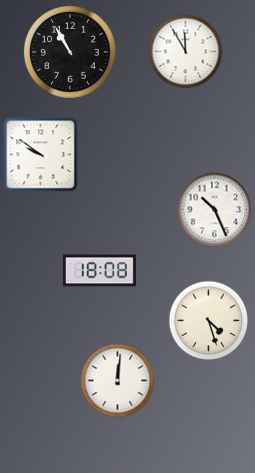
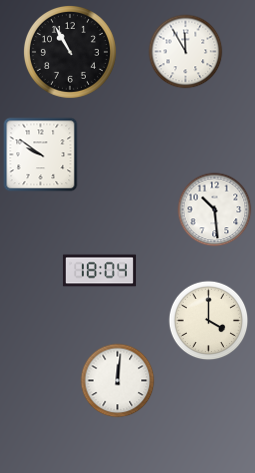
clock at (215, 210): 10:26 -> 10:29
clock at (99, 271): 18:08 -> 18:04
clock at (209, 321): 4:27 -> 4:00
